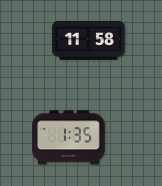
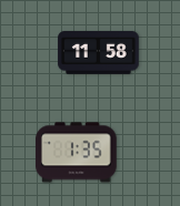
clock at (89, 41) position: (89, 41) -> (99, 53)
